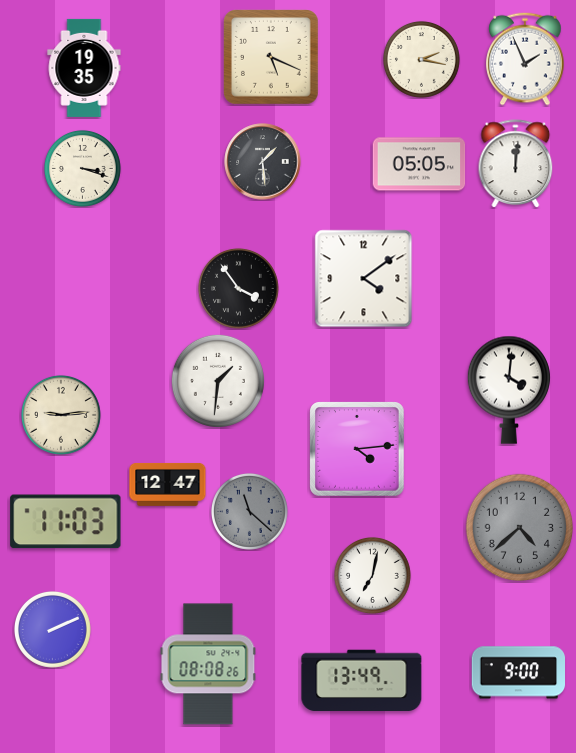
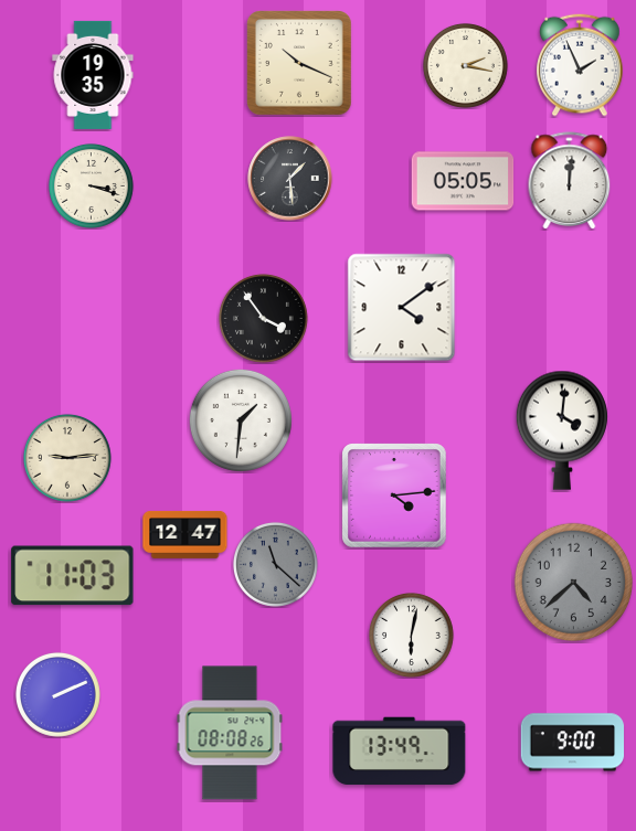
clock at (272, 58): 5:19 -> 10:19
clock at (372, 575): 7:02 -> 6:02
